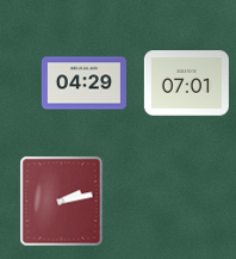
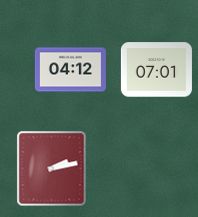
clock at (83, 84): 04:29 -> 04:12
